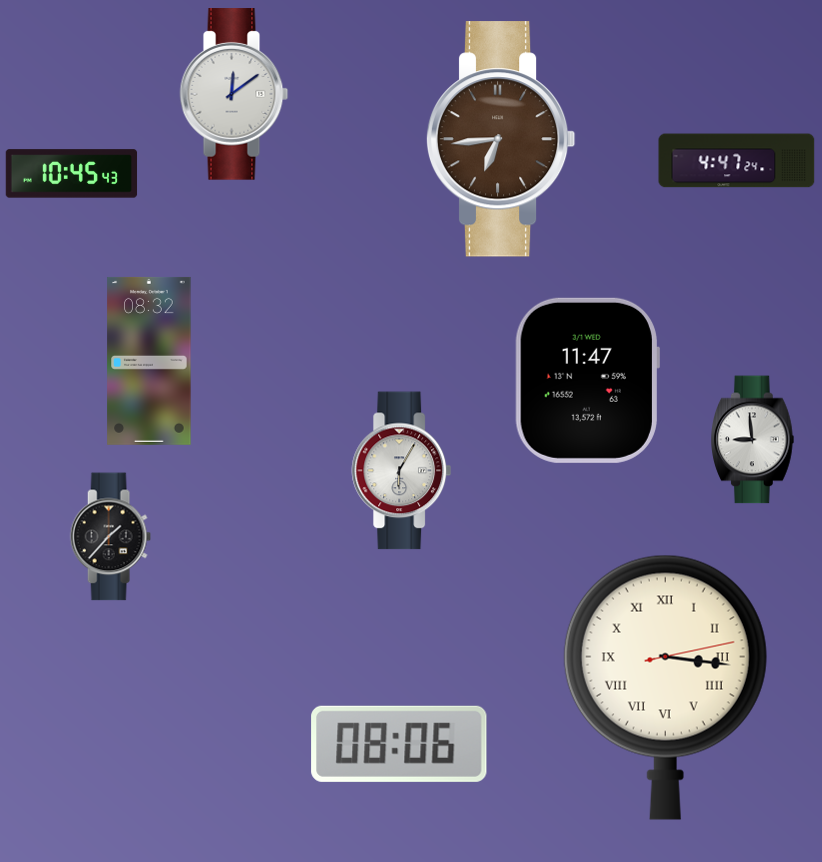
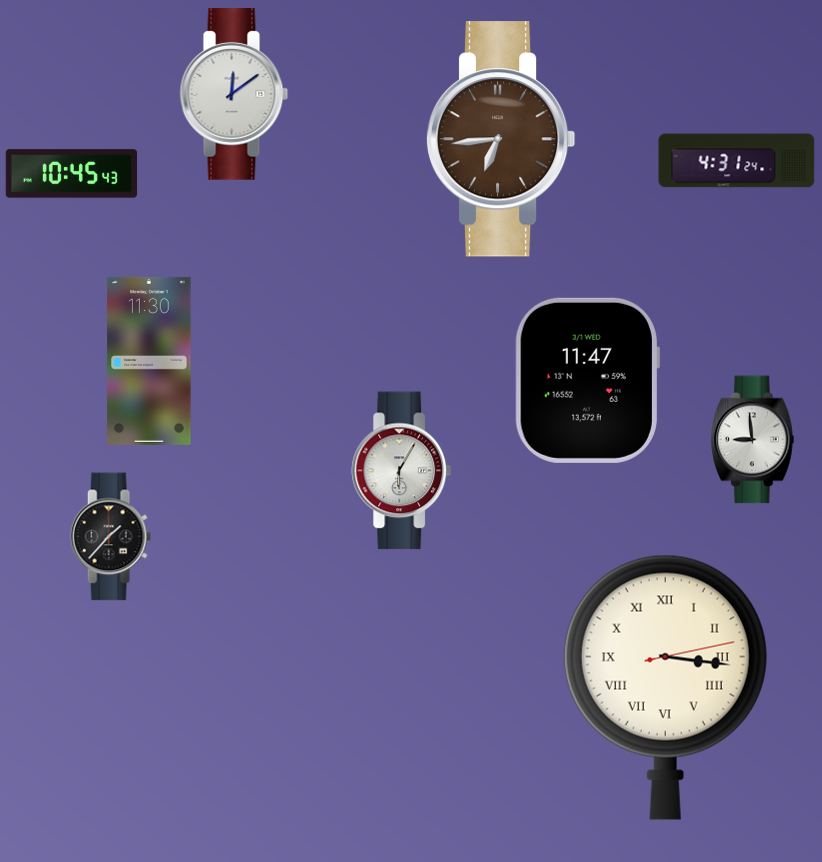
clock at (737, 161): 4:47 -> 4:31
clock at (149, 361): 08:32 -> 11:30
clock at (399, 744): 08:06 -> none
